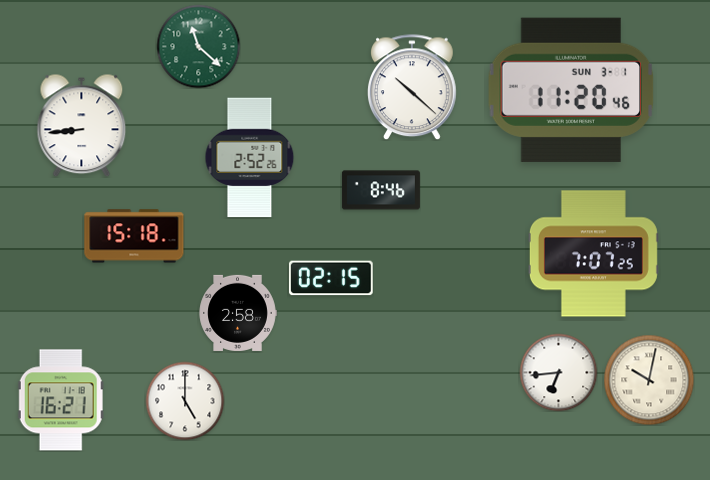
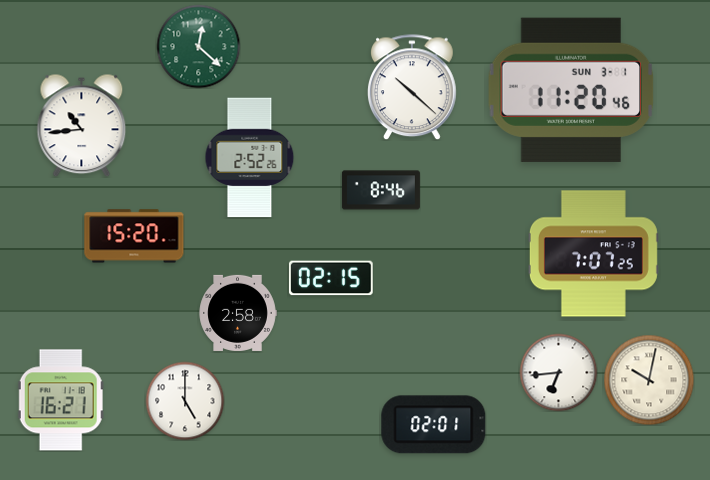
clock at (198, 46): 11:22 -> 12:22
clock at (82, 125): 8:44 -> 10:44
clock at (134, 236): 15:18 -> 15:20
clock at (434, 425): none -> 02:01
